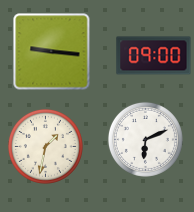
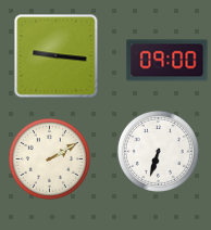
clock at (145, 139): 6:11 -> 6:33
clock at (45, 146): 1:32 -> 2:10
